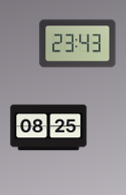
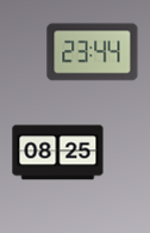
clock at (78, 44): 23:43 -> 23:44
